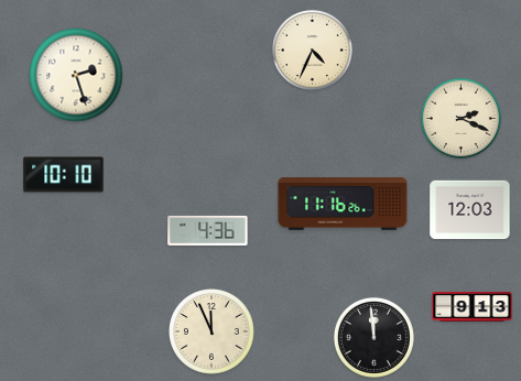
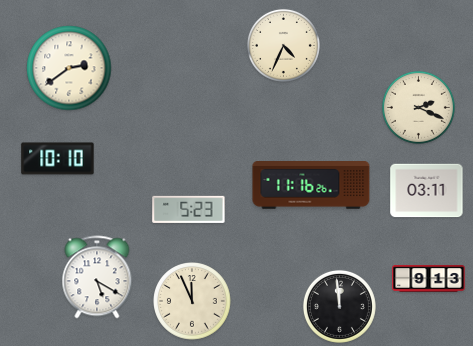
clock at (76, 75): 2:27 -> 2:39
clock at (470, 210): 12:03 -> 03:11
clock at (208, 230): 4:36 -> 5:23
clock at (97, 277): none -> 5:20
